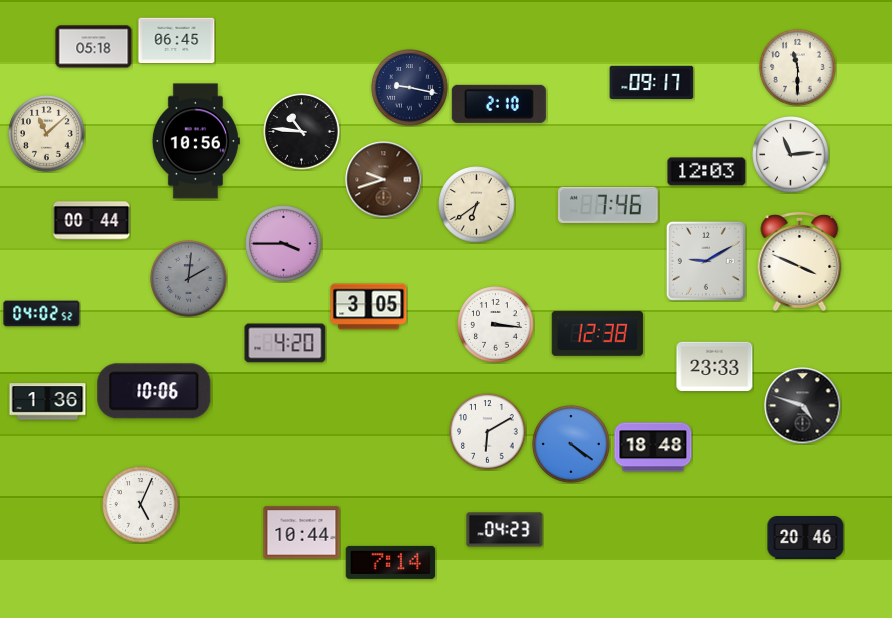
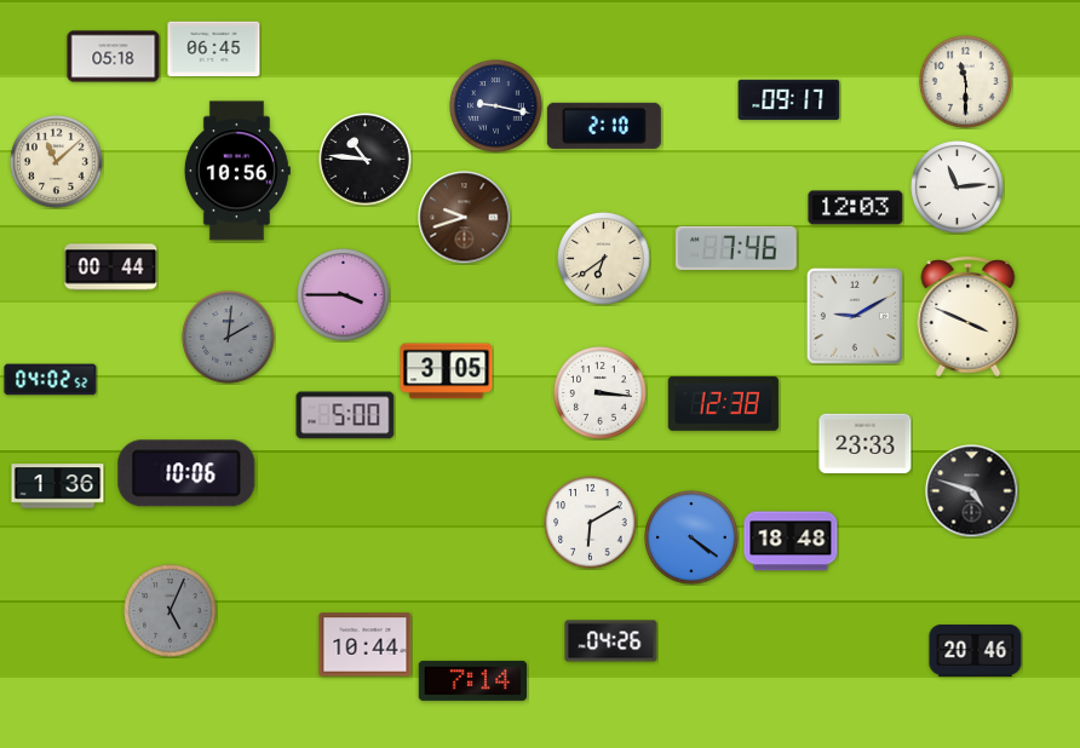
clock at (477, 205) position: (477, 205) -> (604, 259)
clock at (285, 343): 4:20 -> 5:00
clock at (141, 505) dial: white -> grey
clock at (505, 530): 04:23 -> 04:26
